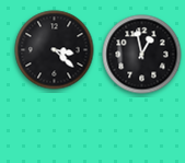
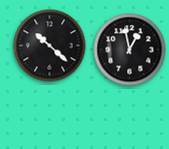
clock at (55, 50): 3:22 -> 10:22
